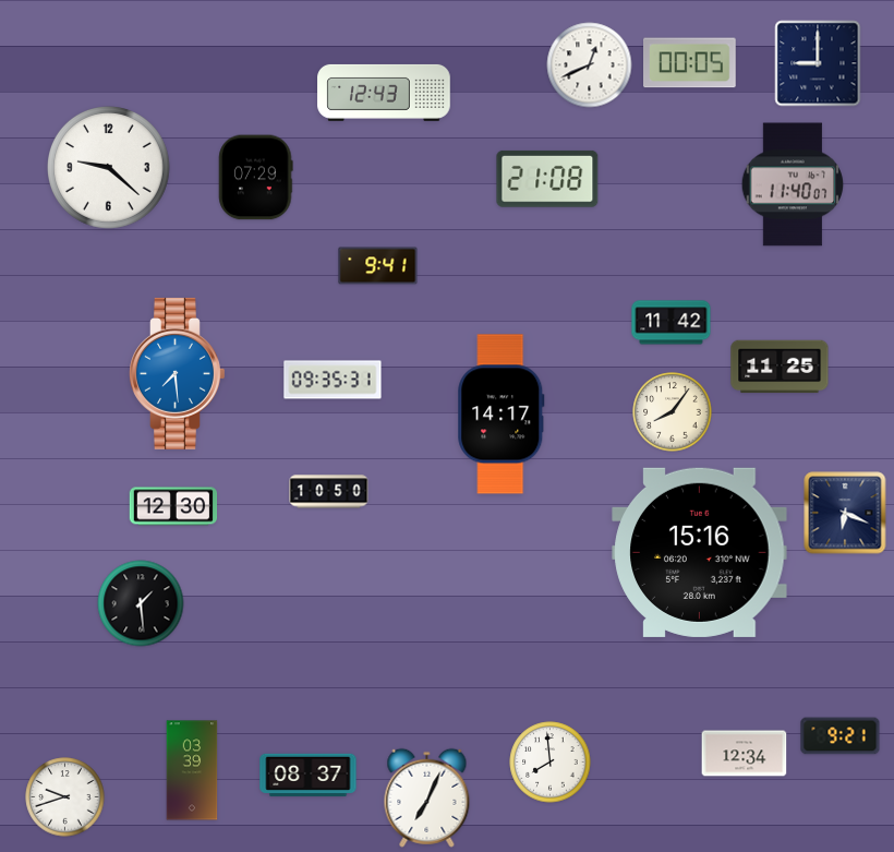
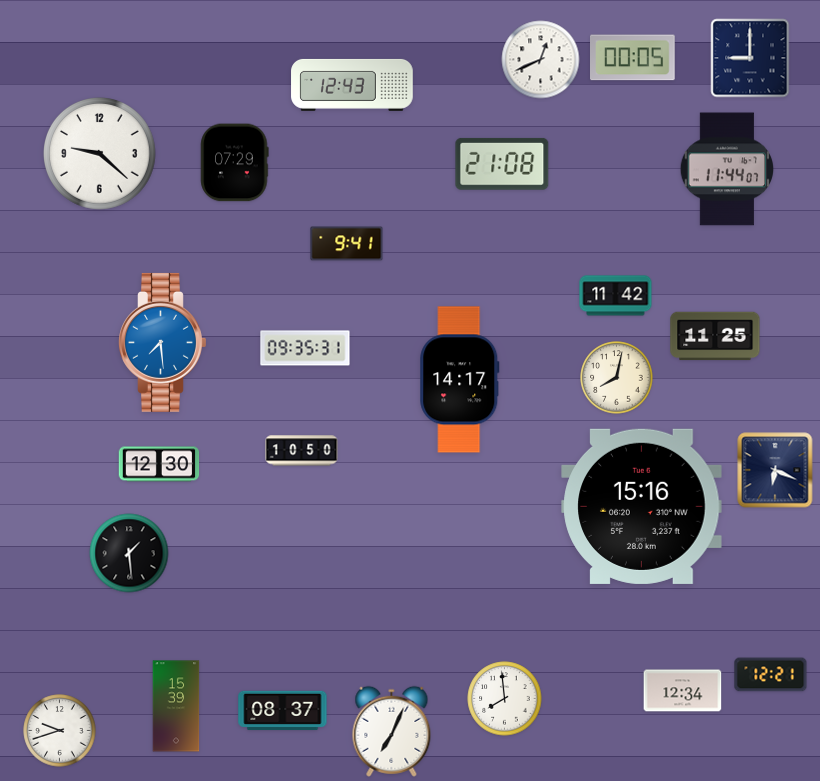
clock at (793, 184): 11:40 -> 11:44
clock at (673, 412): 8:06 -> 8:02
clock at (841, 736): 9:21 -> 12:21
clock at (192, 770): 03:39 -> 15:39
